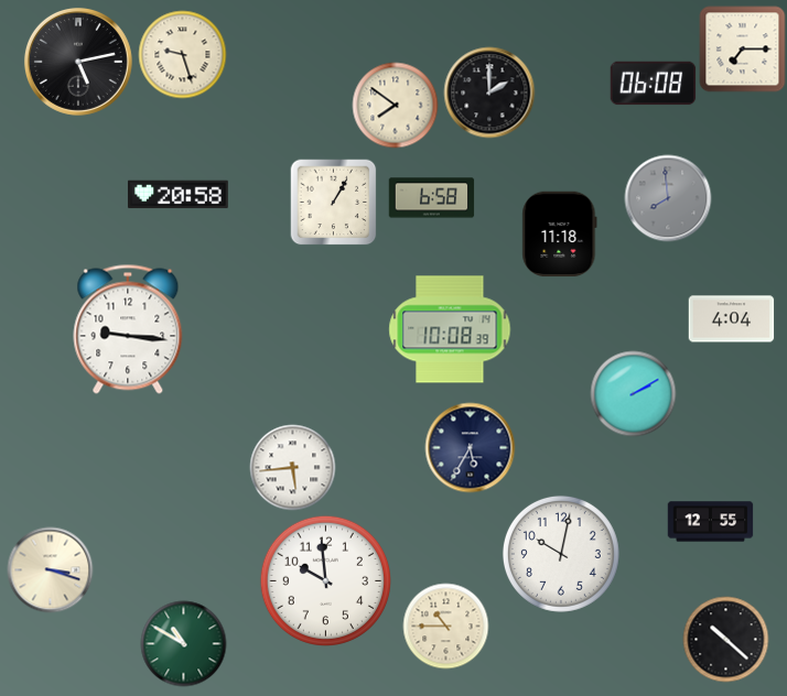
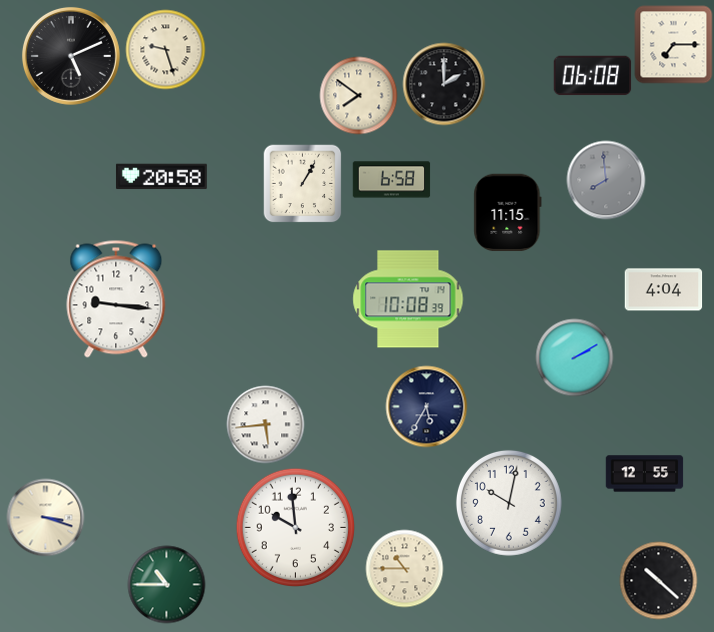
clock at (78, 62): 5:13 -> 5:11
clock at (560, 233): 11:18 -> 11:15
clock at (183, 643): 10:50 -> 10:45
